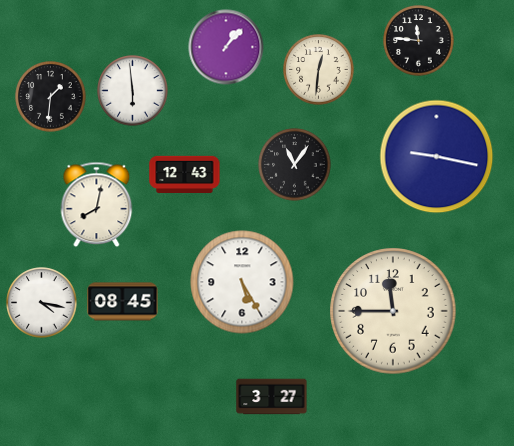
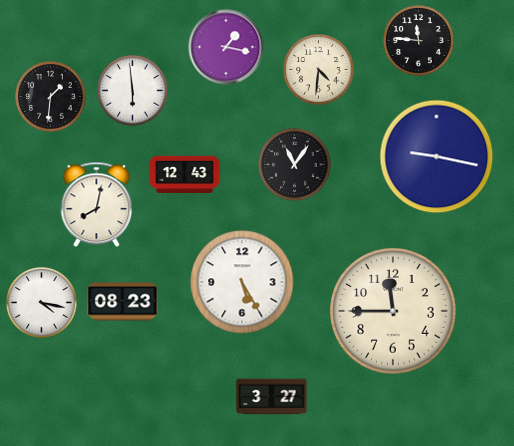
clock at (226, 47): 1:07 -> 1:17
clock at (319, 70): 12:31 -> 4:31
clock at (123, 302): 08:45 -> 08:23
